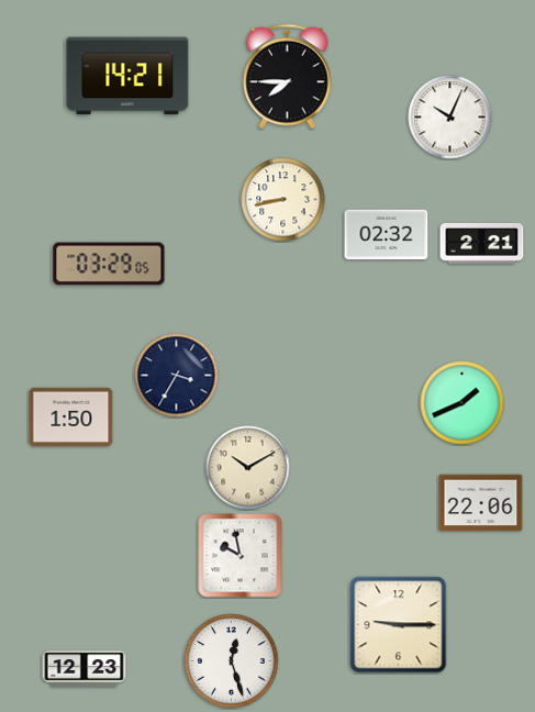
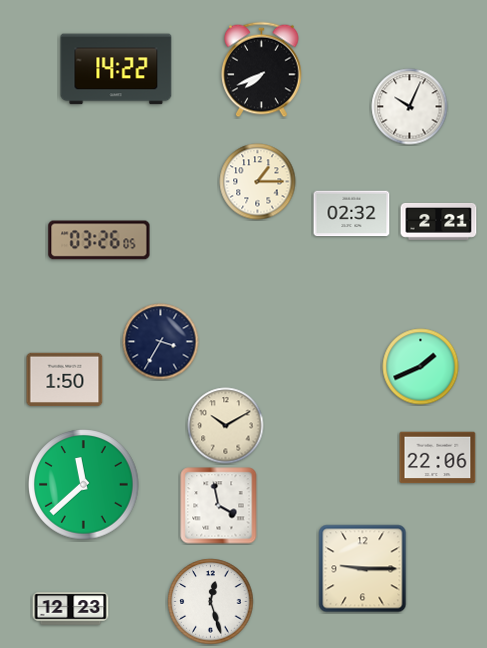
clock at (127, 76): 14:21 -> 14:22
clock at (288, 77): 7:45 -> 7:41
clock at (283, 200): 8:43 -> 1:15
clock at (109, 264): 03:29 -> 03:26
clock at (84, 485): none -> 11:38
clock at (241, 556): 9:58 -> 3:58
clock at (85, 669) position: (85, 669) -> (71, 609)
